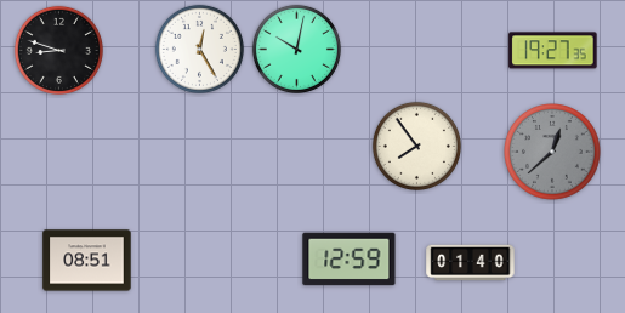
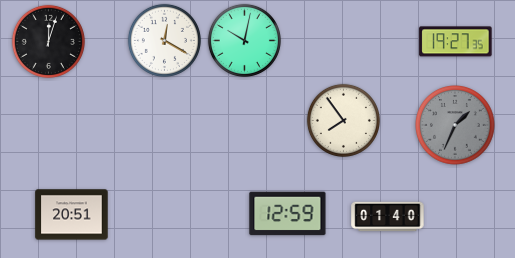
clock at (199, 49): 12:25 -> 12:20
clock at (58, 50): 8:48 -> 12:03
clock at (553, 153): 12:38 -> 1:34
clock at (87, 261): 08:51 -> 20:51
